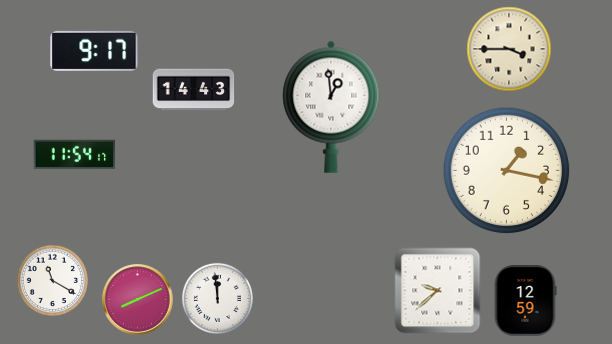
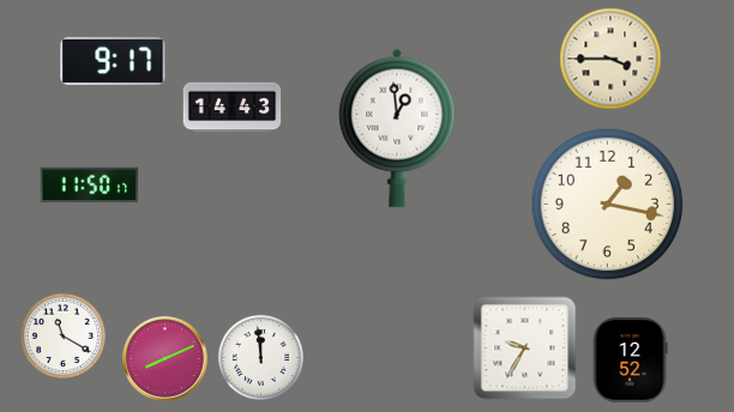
clock at (75, 155): 11:54 -> 11:50
clock at (438, 291): 9:38 -> 9:35
clock at (525, 301): 12:59 -> 12:52
